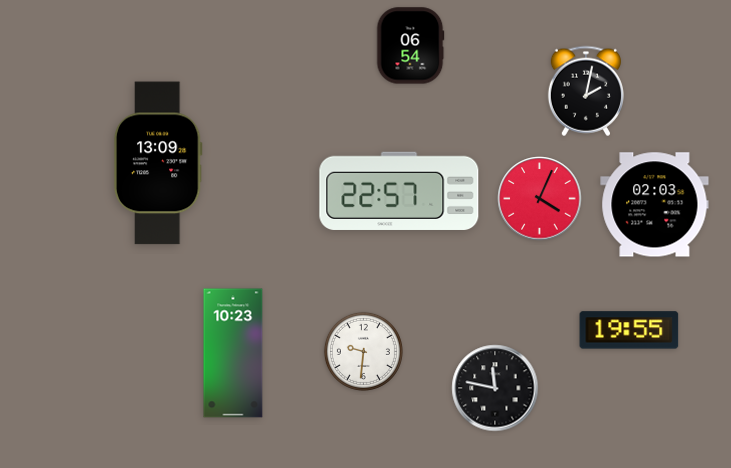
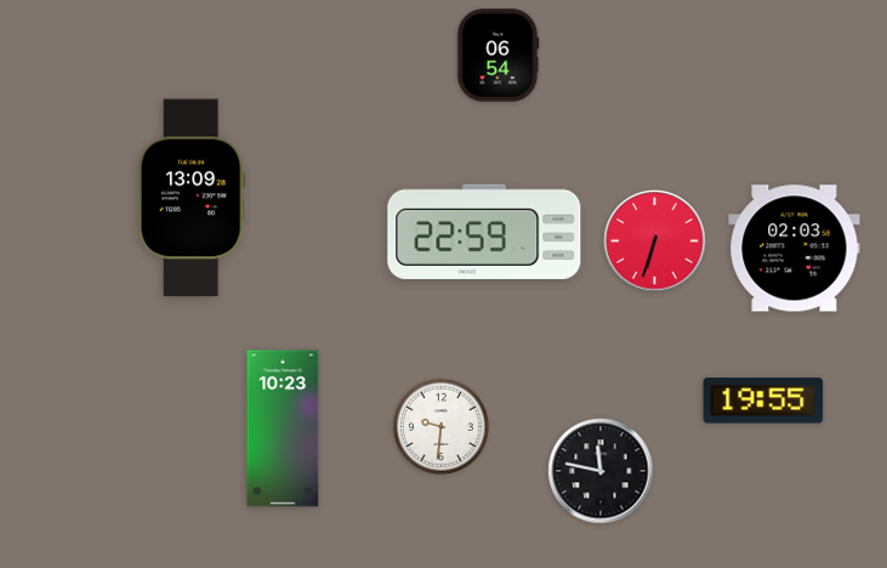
clock at (586, 91): 2:02 -> none
clock at (399, 191): 22:57 -> 22:59
clock at (540, 199): 4:04 -> 6:33
